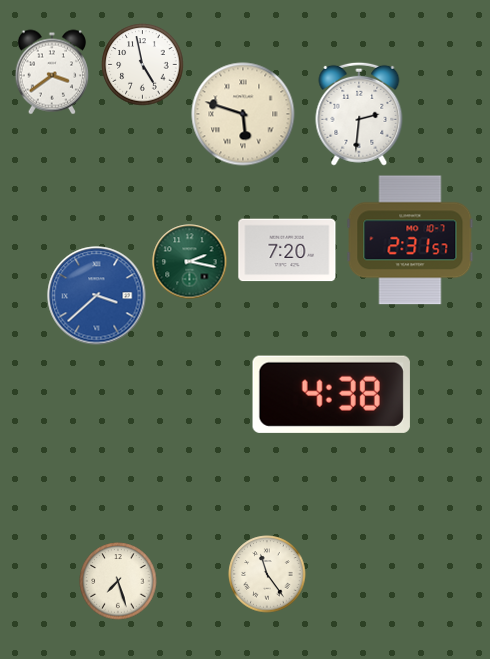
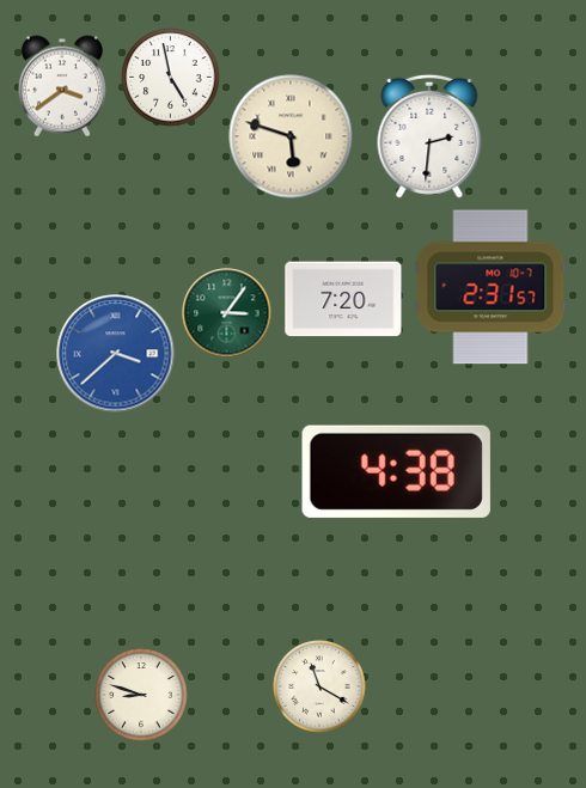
clock at (190, 262): 2:17 -> 3:06
clock at (267, 574): 11:24 -> 11:20
clock at (118, 581): 7:27 -> 8:48
